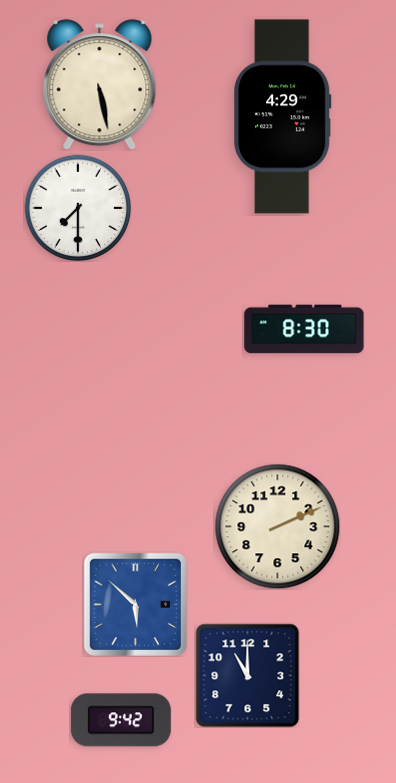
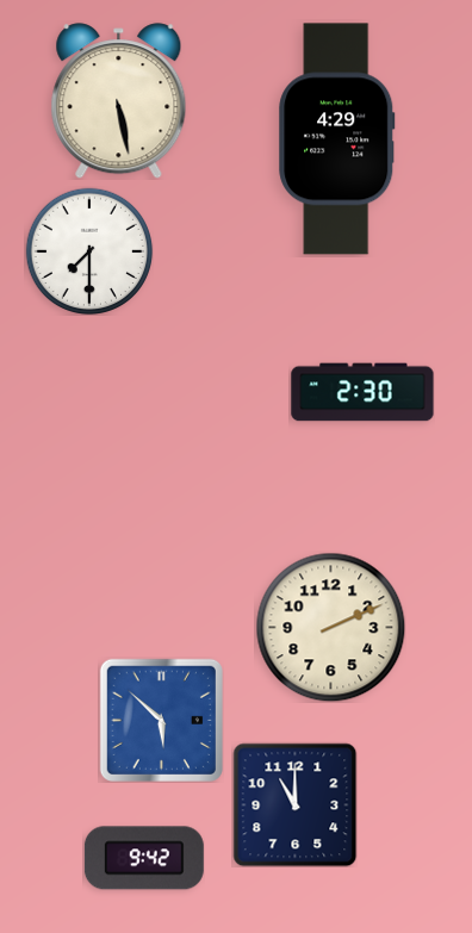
clock at (78, 208) position: (78, 208) -> (89, 251)
clock at (304, 329): 8:30 -> 2:30
